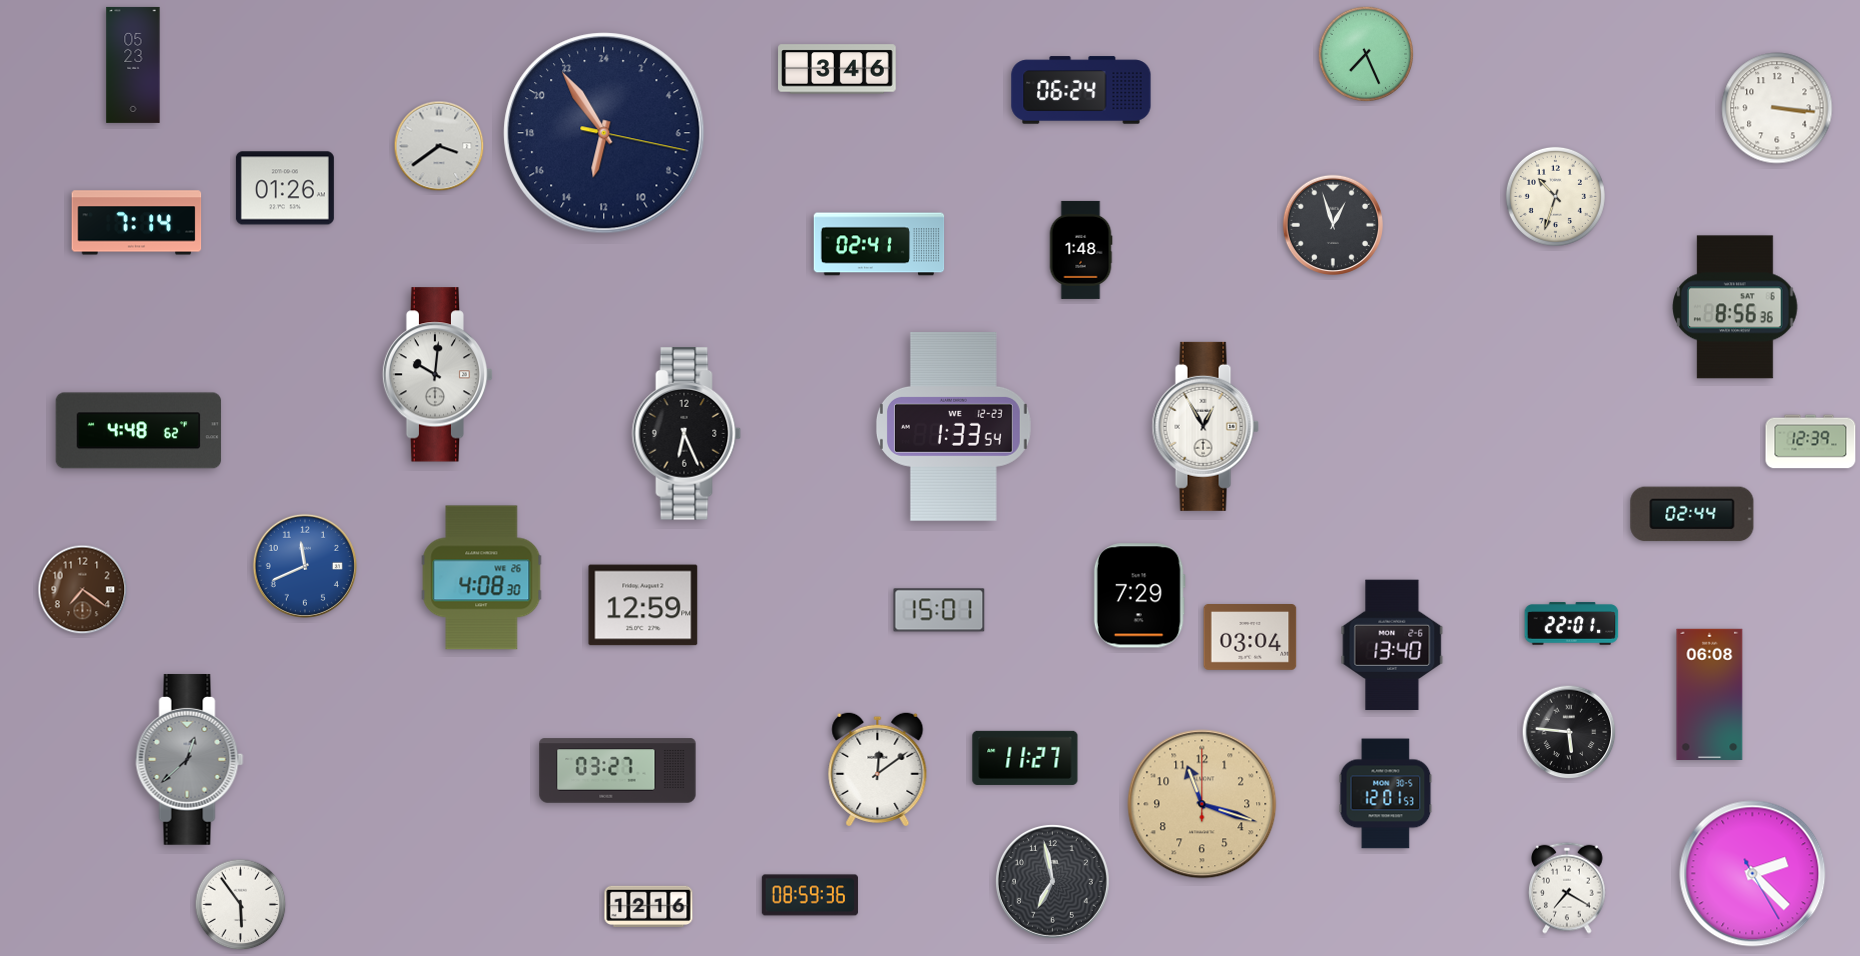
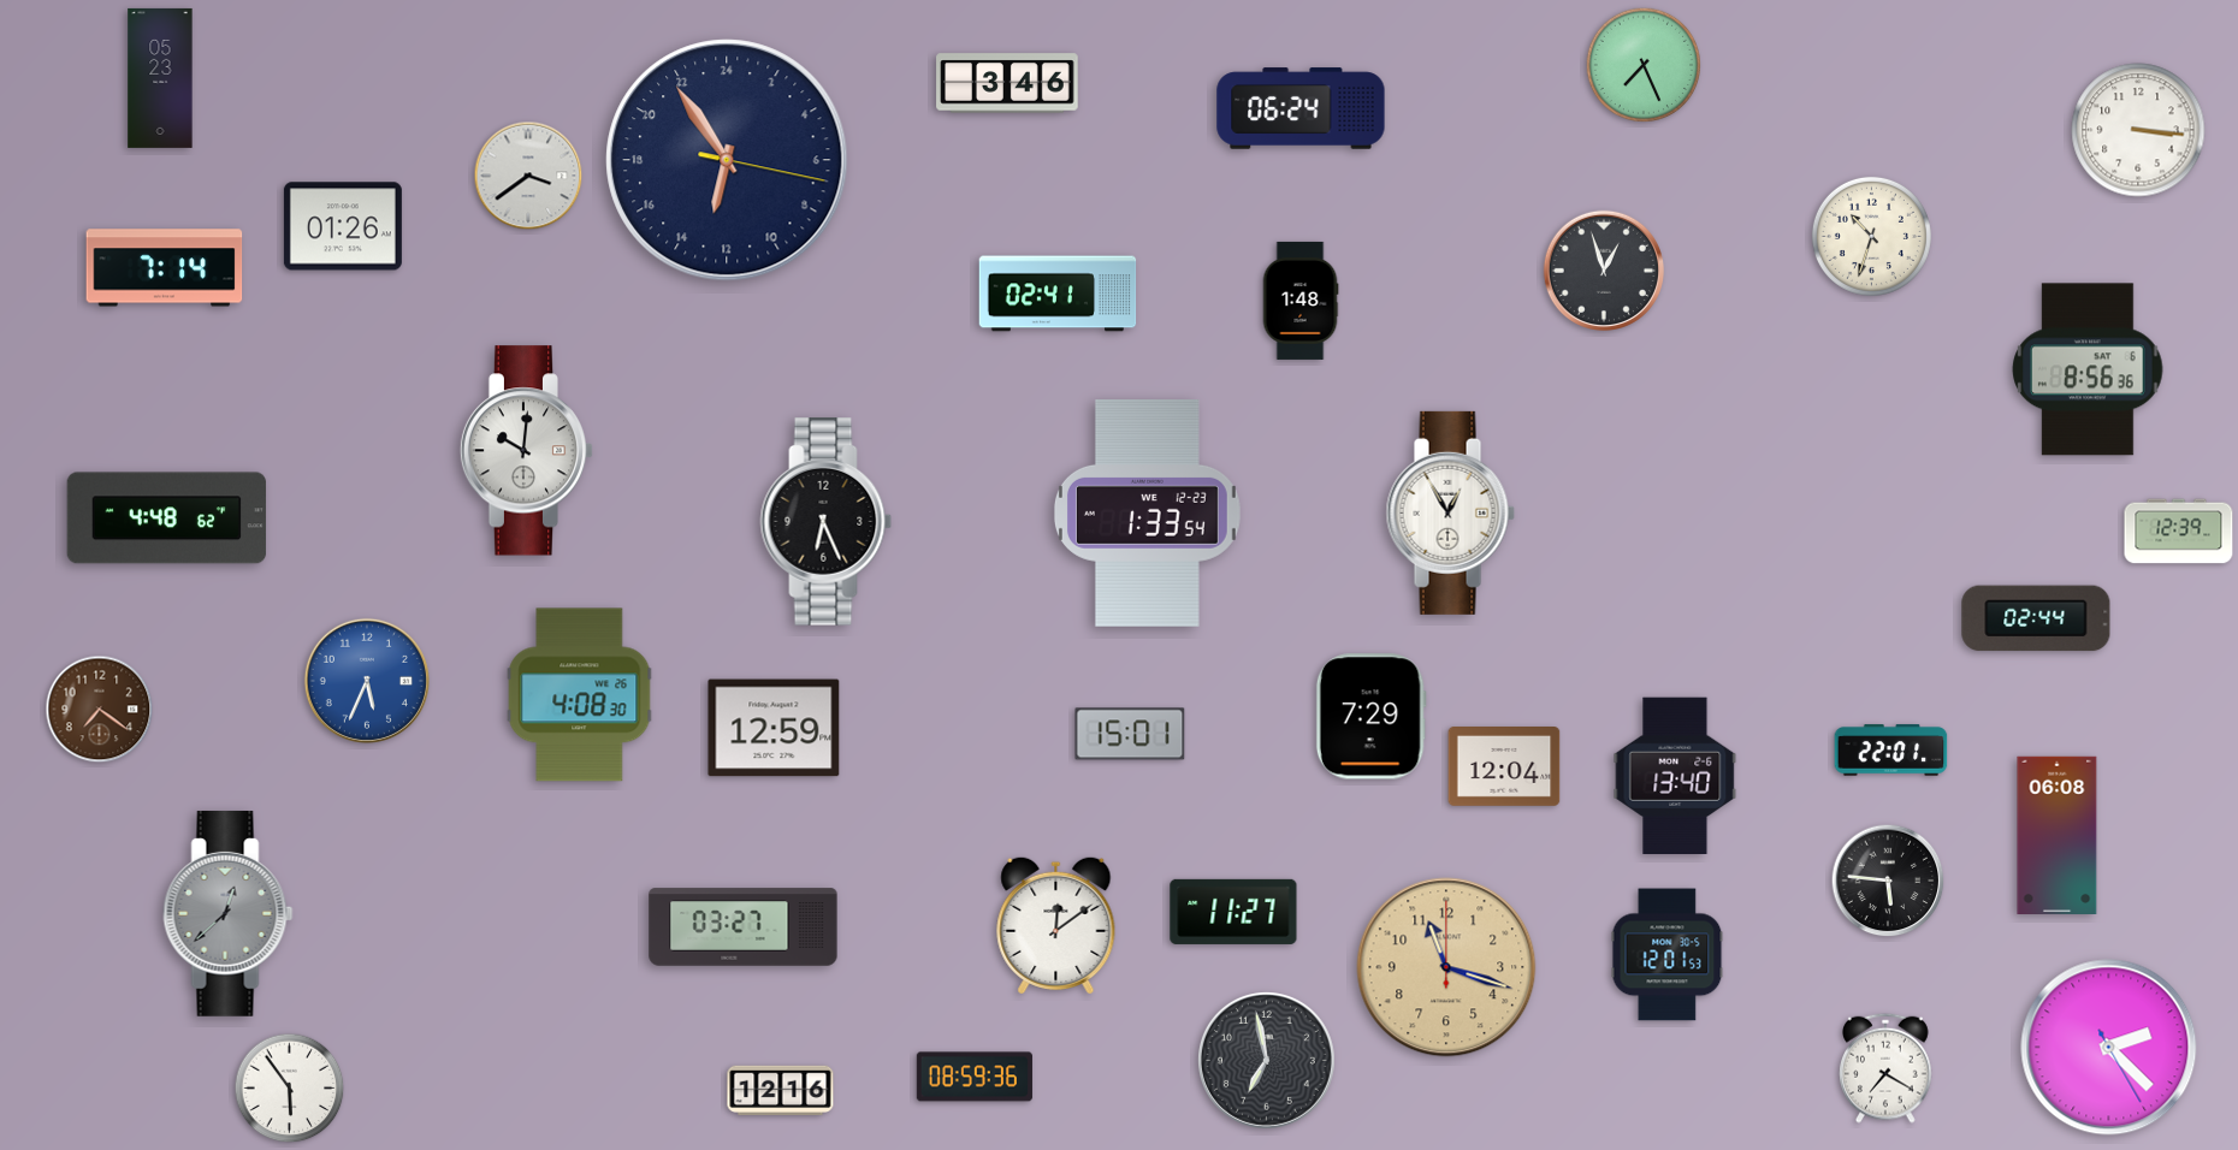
clock at (305, 566): 11:41 -> 5:34
clock at (1250, 638): 03:04 -> 12:04
clock at (1753, 874) position: (1753, 874) -> (2109, 1048)
